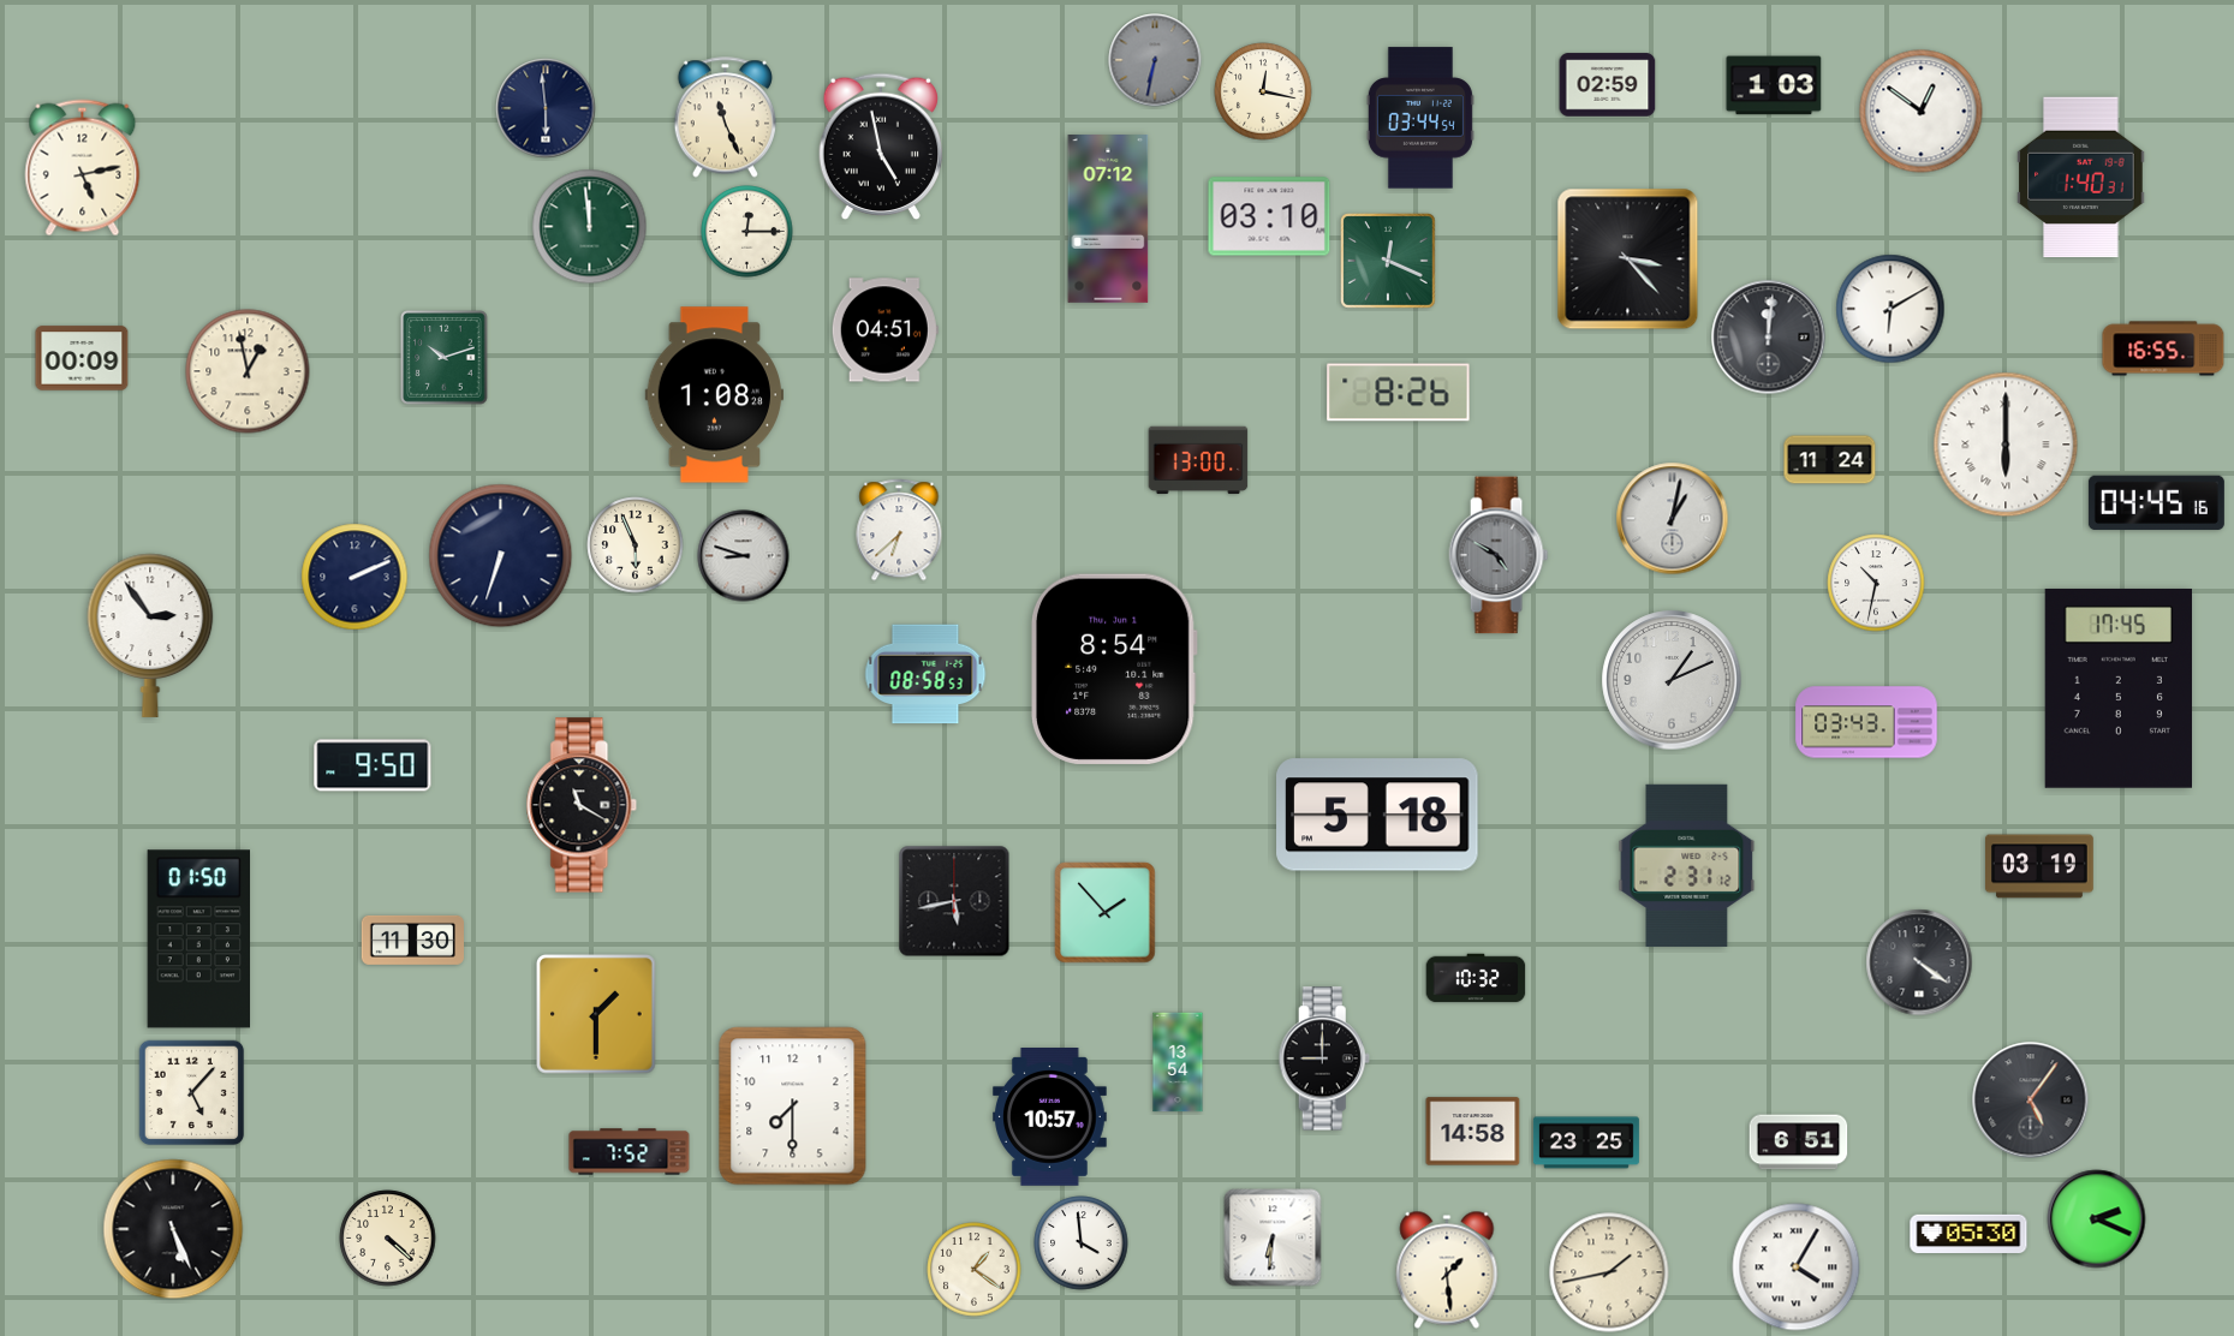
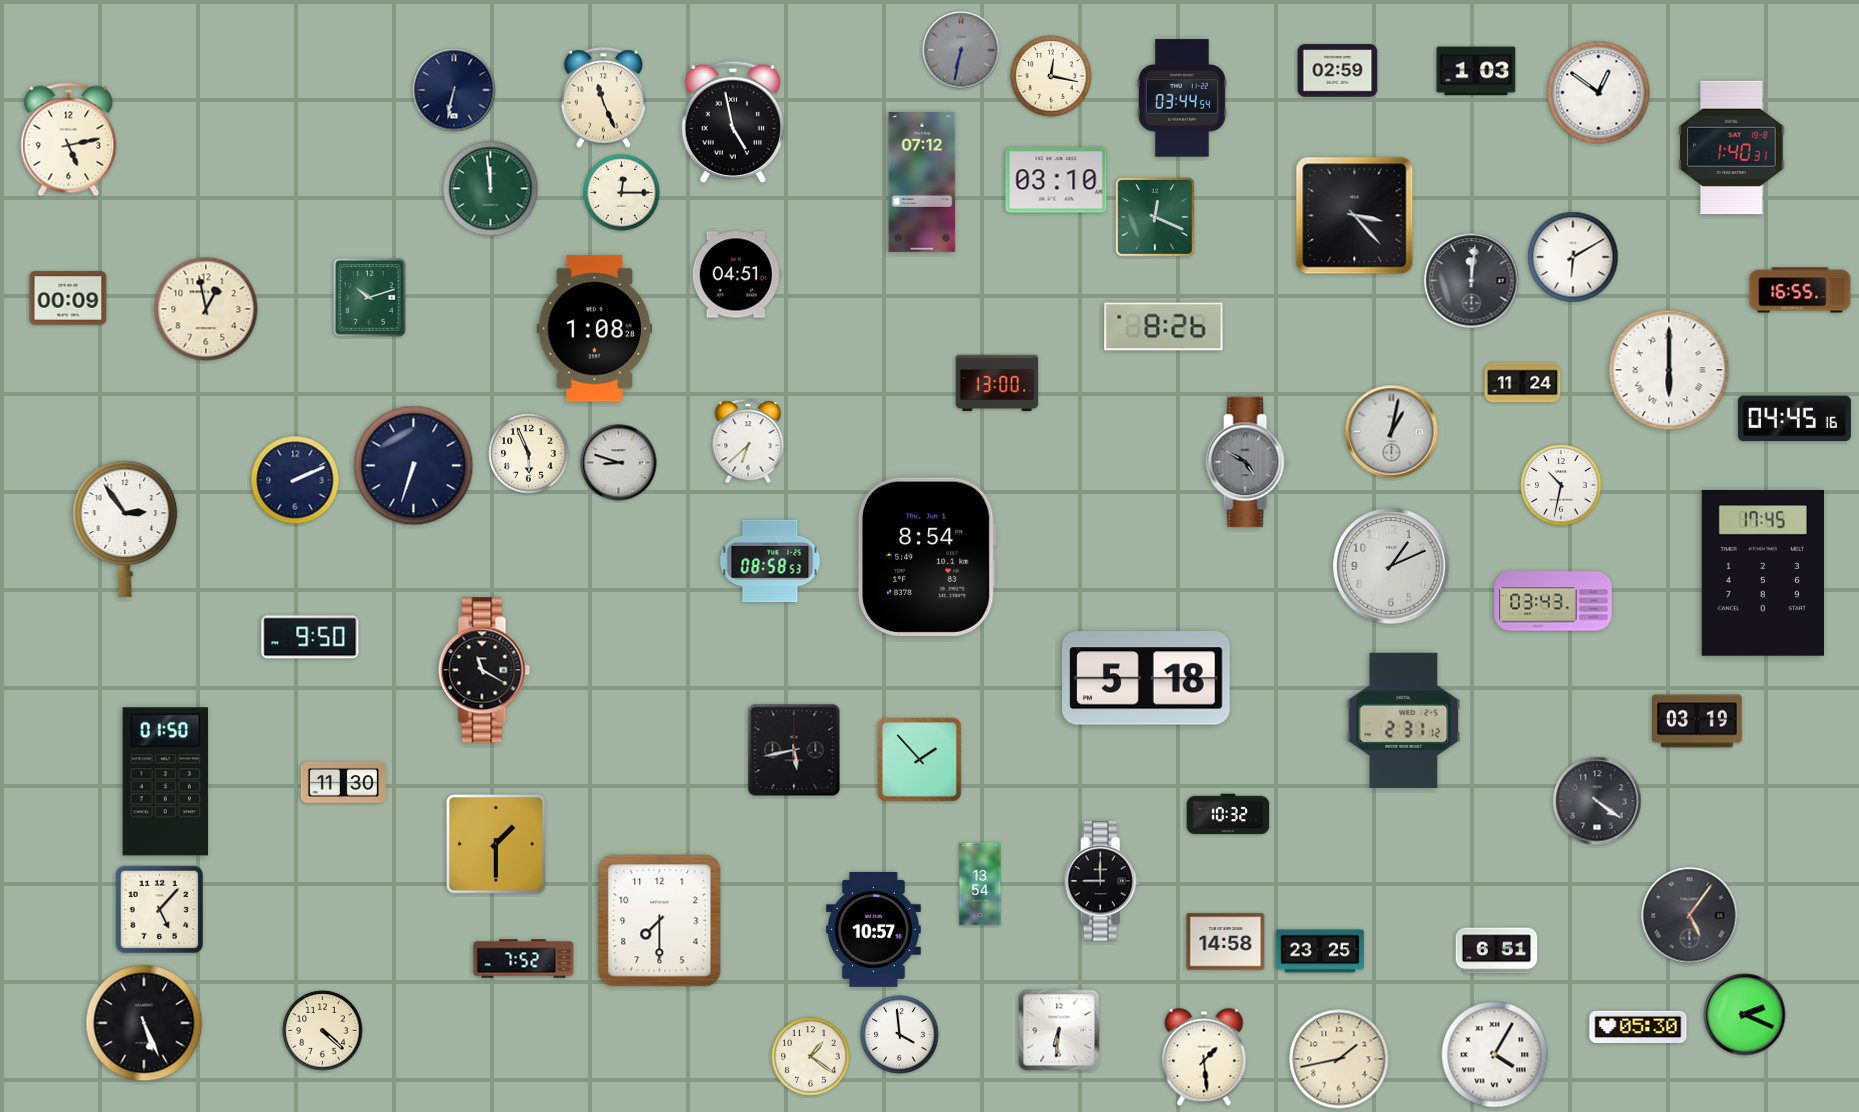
clock at (546, 108): 5:59 -> 6:32
clock at (501, 556) position: (501, 556) -> (414, 466)
